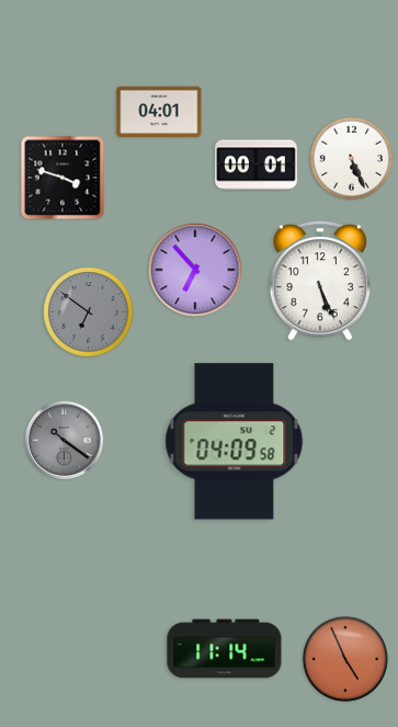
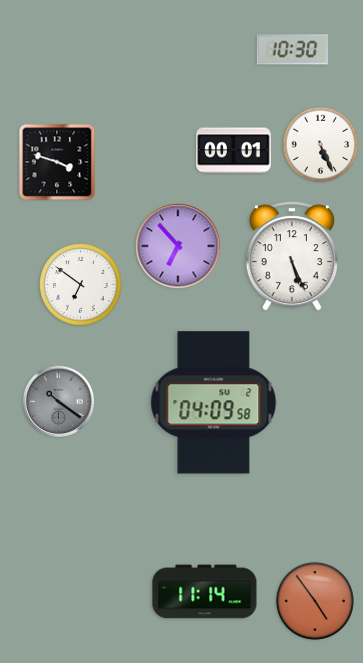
clock at (292, 50): none -> 10:30
clock at (159, 112): 04:01 -> none
clock at (89, 313) dial: grey -> white
clock at (345, 659): 4:56 -> 4:54
